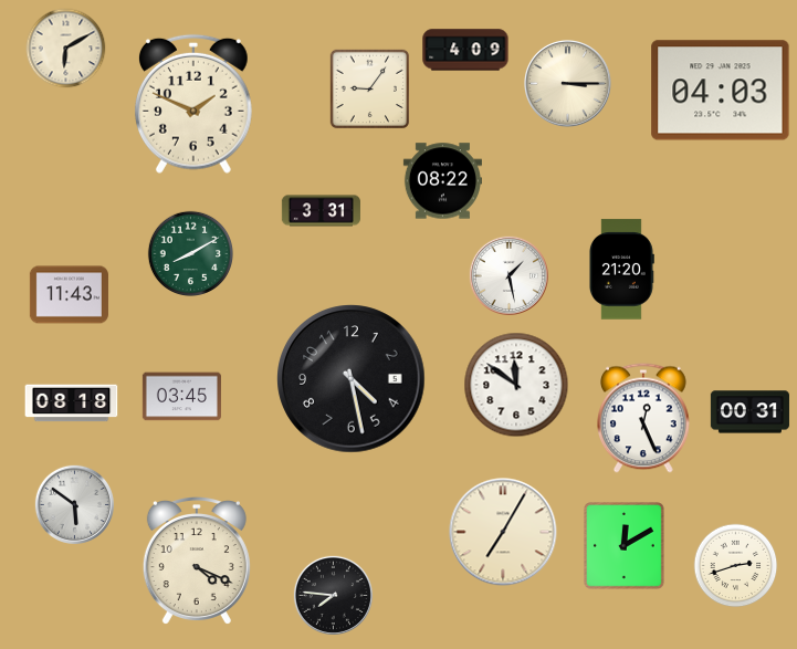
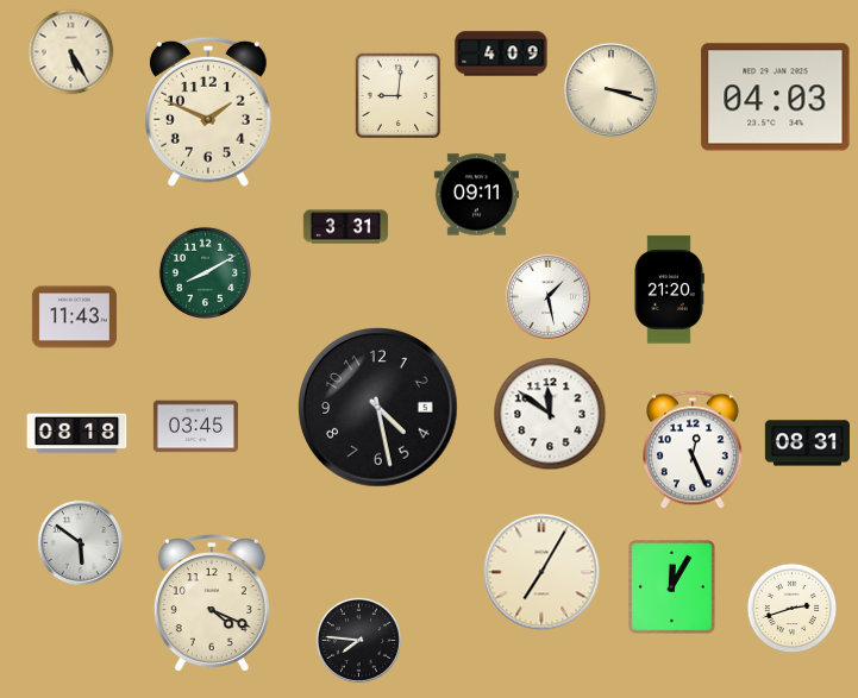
clock at (66, 49): 6:10 -> 5:25
clock at (568, 84): 3:15 -> 3:18
clock at (370, 90): 9:06 -> 9:01
clock at (442, 181): 08:22 -> 09:11
clock at (516, 385) position: (516, 385) -> (550, 414)
clock at (749, 412): 00:31 -> 08:31
clock at (625, 546): 12:10 -> 12:05
